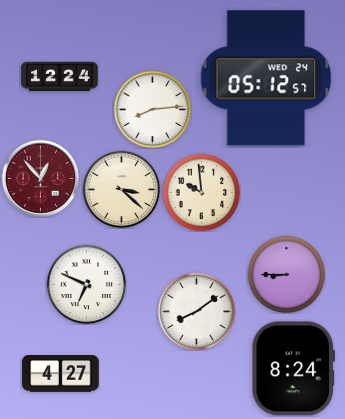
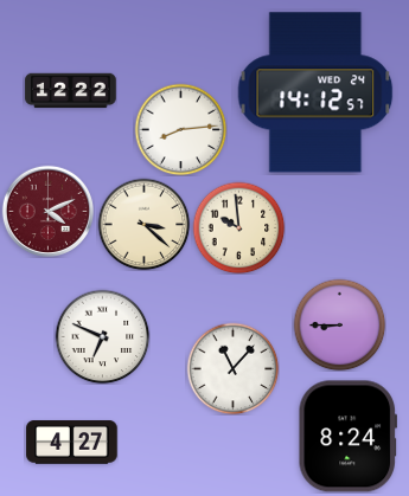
clock at (60, 77): 12:24 -> 12:22
clock at (266, 78): 05:12 -> 14:12
clock at (40, 178): 12:53 -> 4:11
clock at (196, 311): 8:09 -> 11:07
